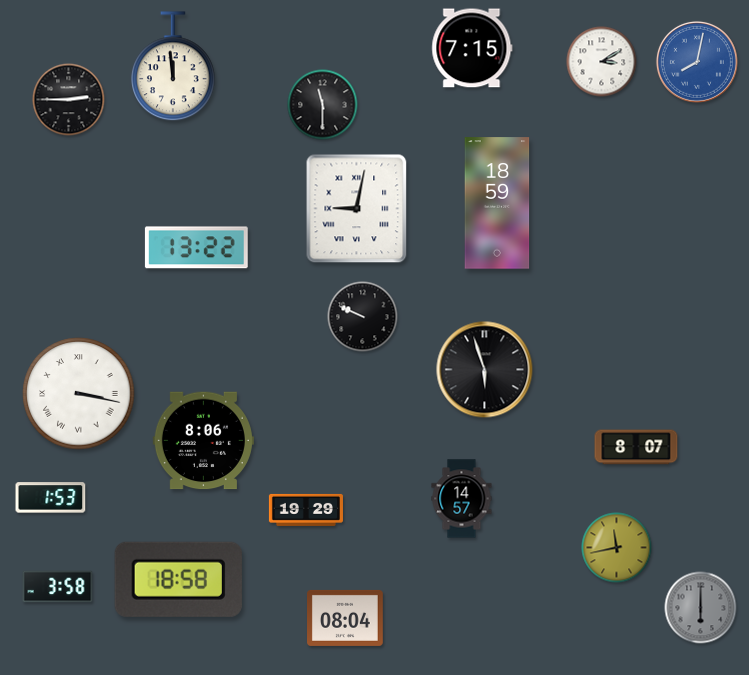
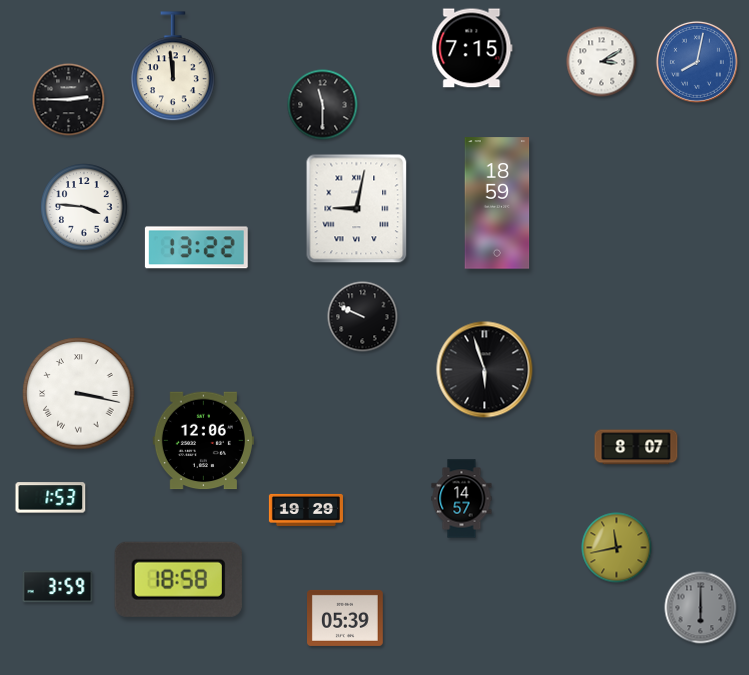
clock at (84, 207): none -> 3:46
clock at (203, 441): 8:06 -> 12:06
clock at (58, 587): 3:58 -> 3:59
clock at (346, 618): 08:04 -> 05:39
